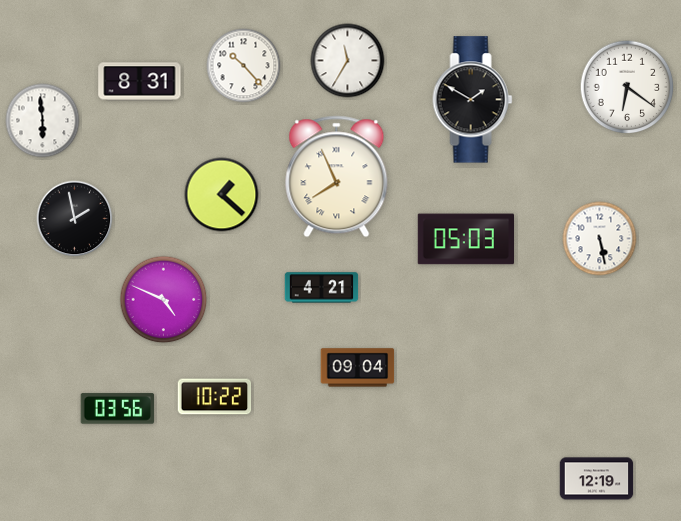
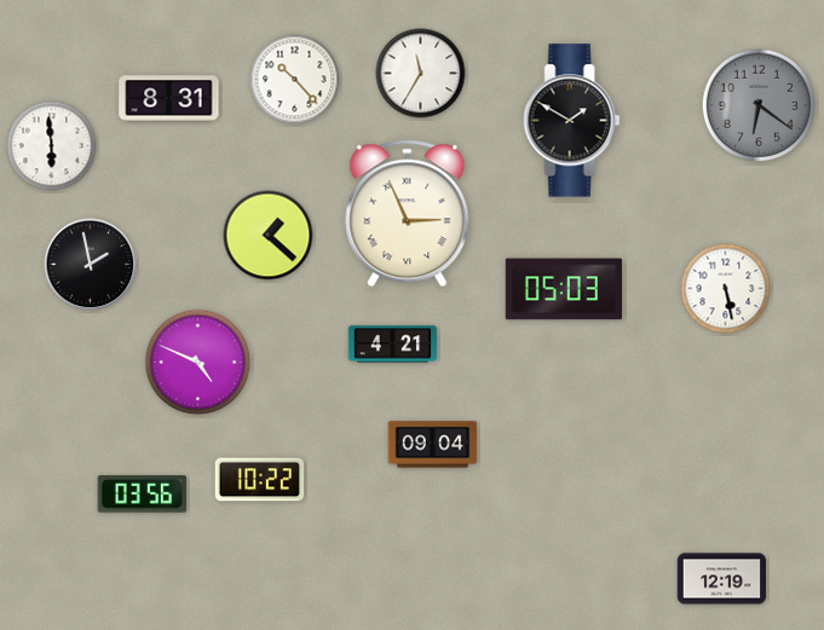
clock at (627, 87) dial: white -> grey
clock at (337, 177): 7:56 -> 2:56
clock at (322, 288) position: (322, 288) -> (393, 345)
